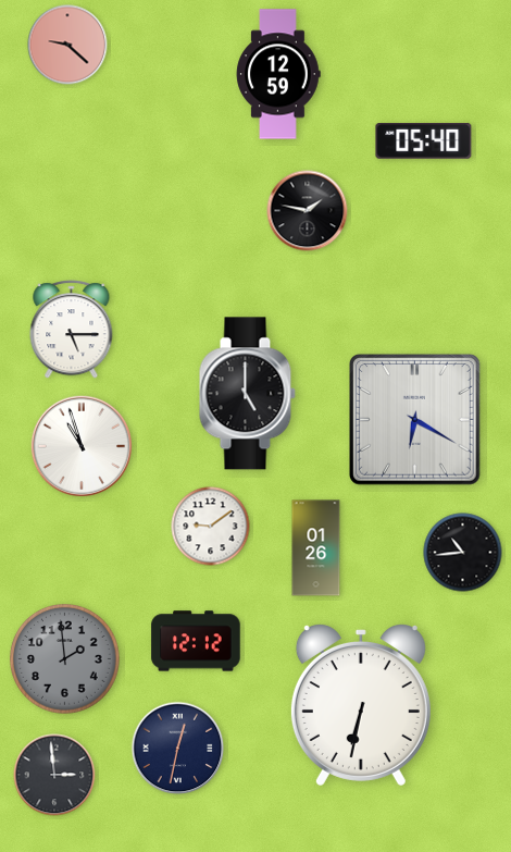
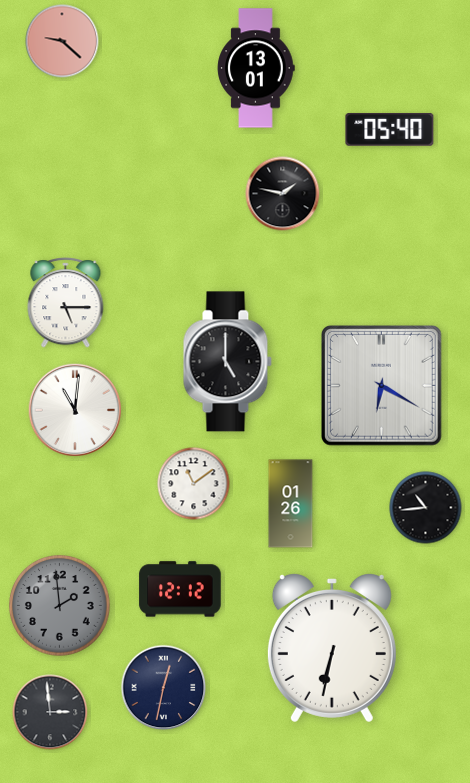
clock at (278, 74): 12:59 -> 13:01
clock at (82, 446): 10:57 -> 11:01
clock at (211, 527): 9:09 -> 11:09
